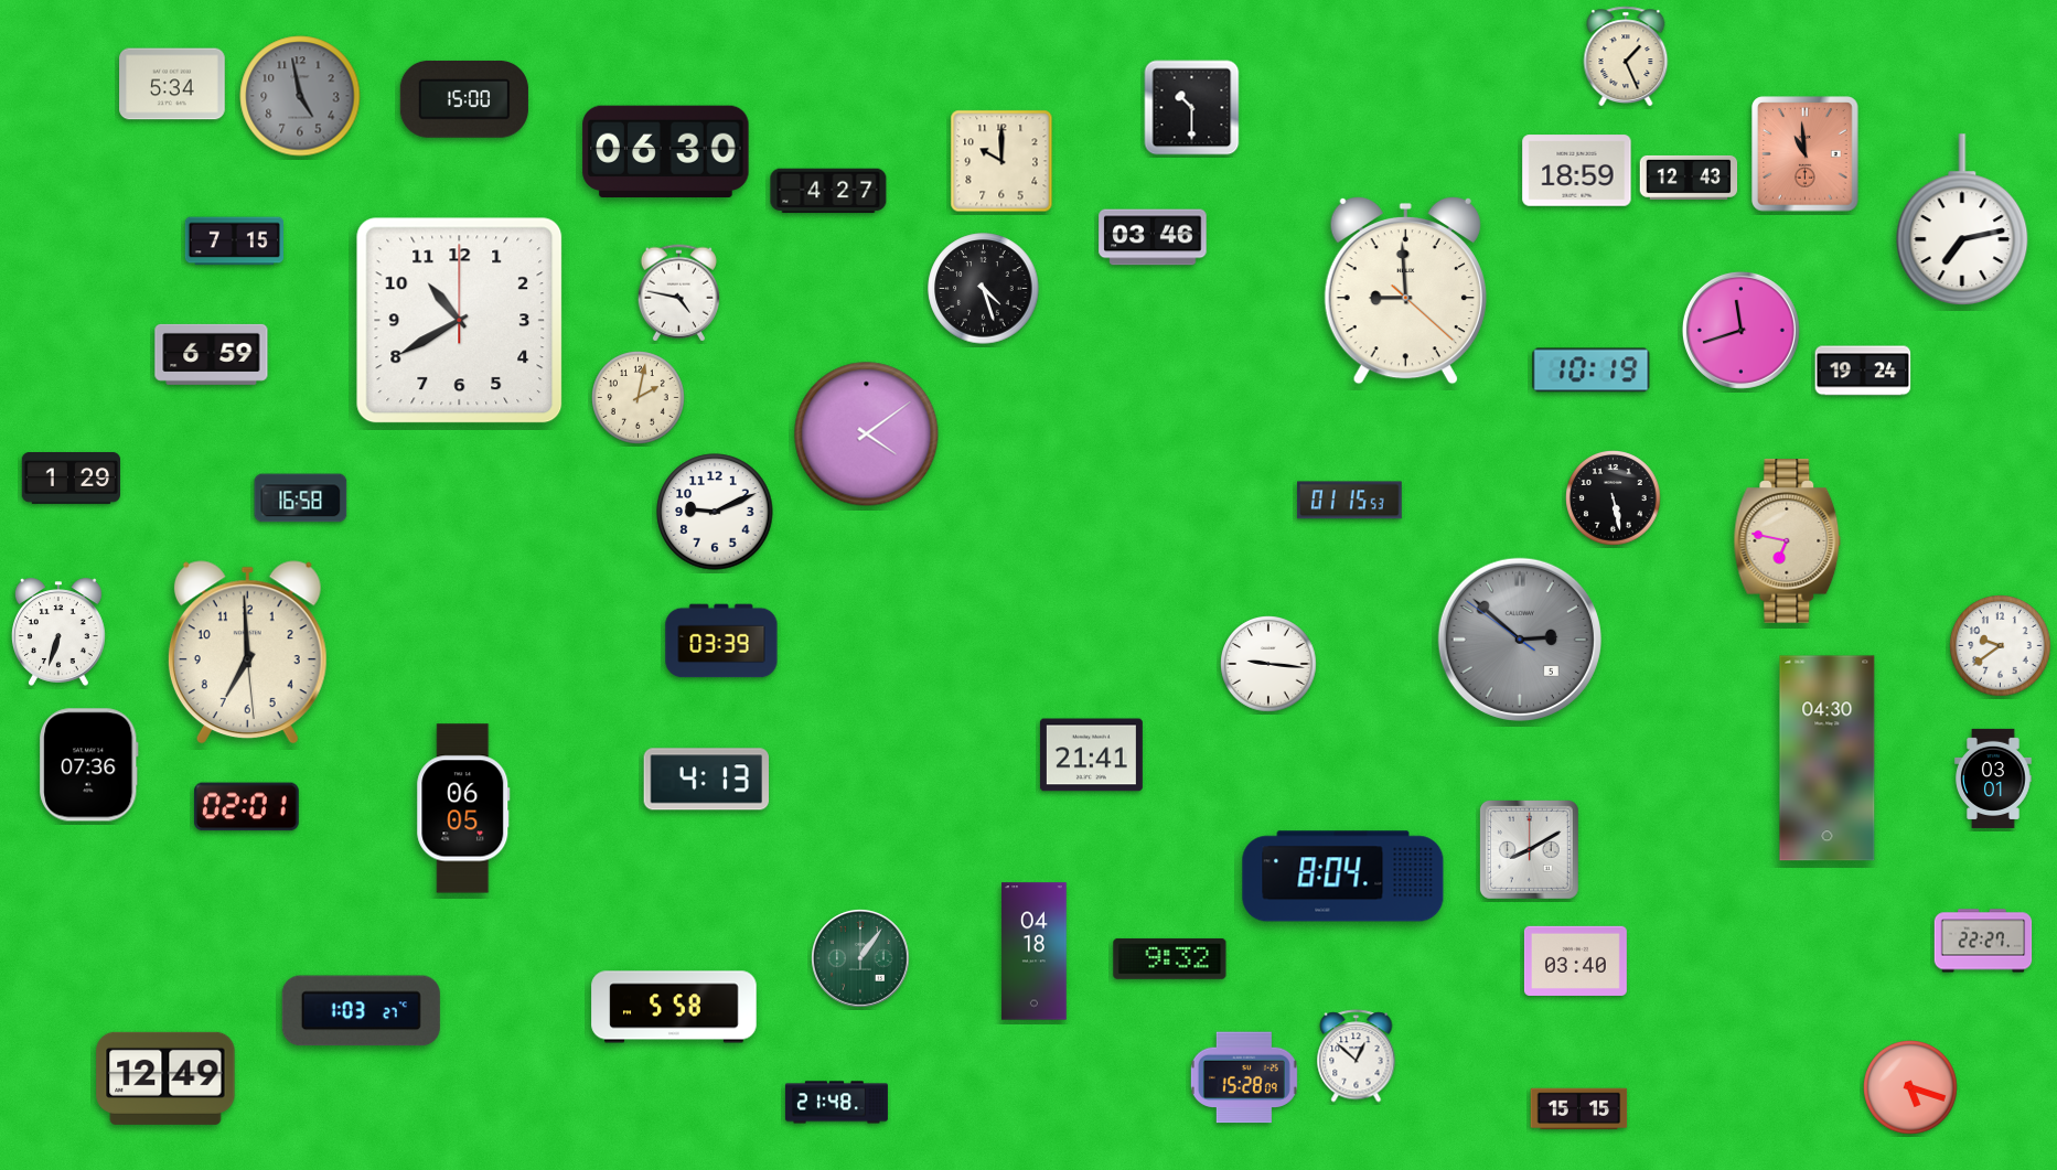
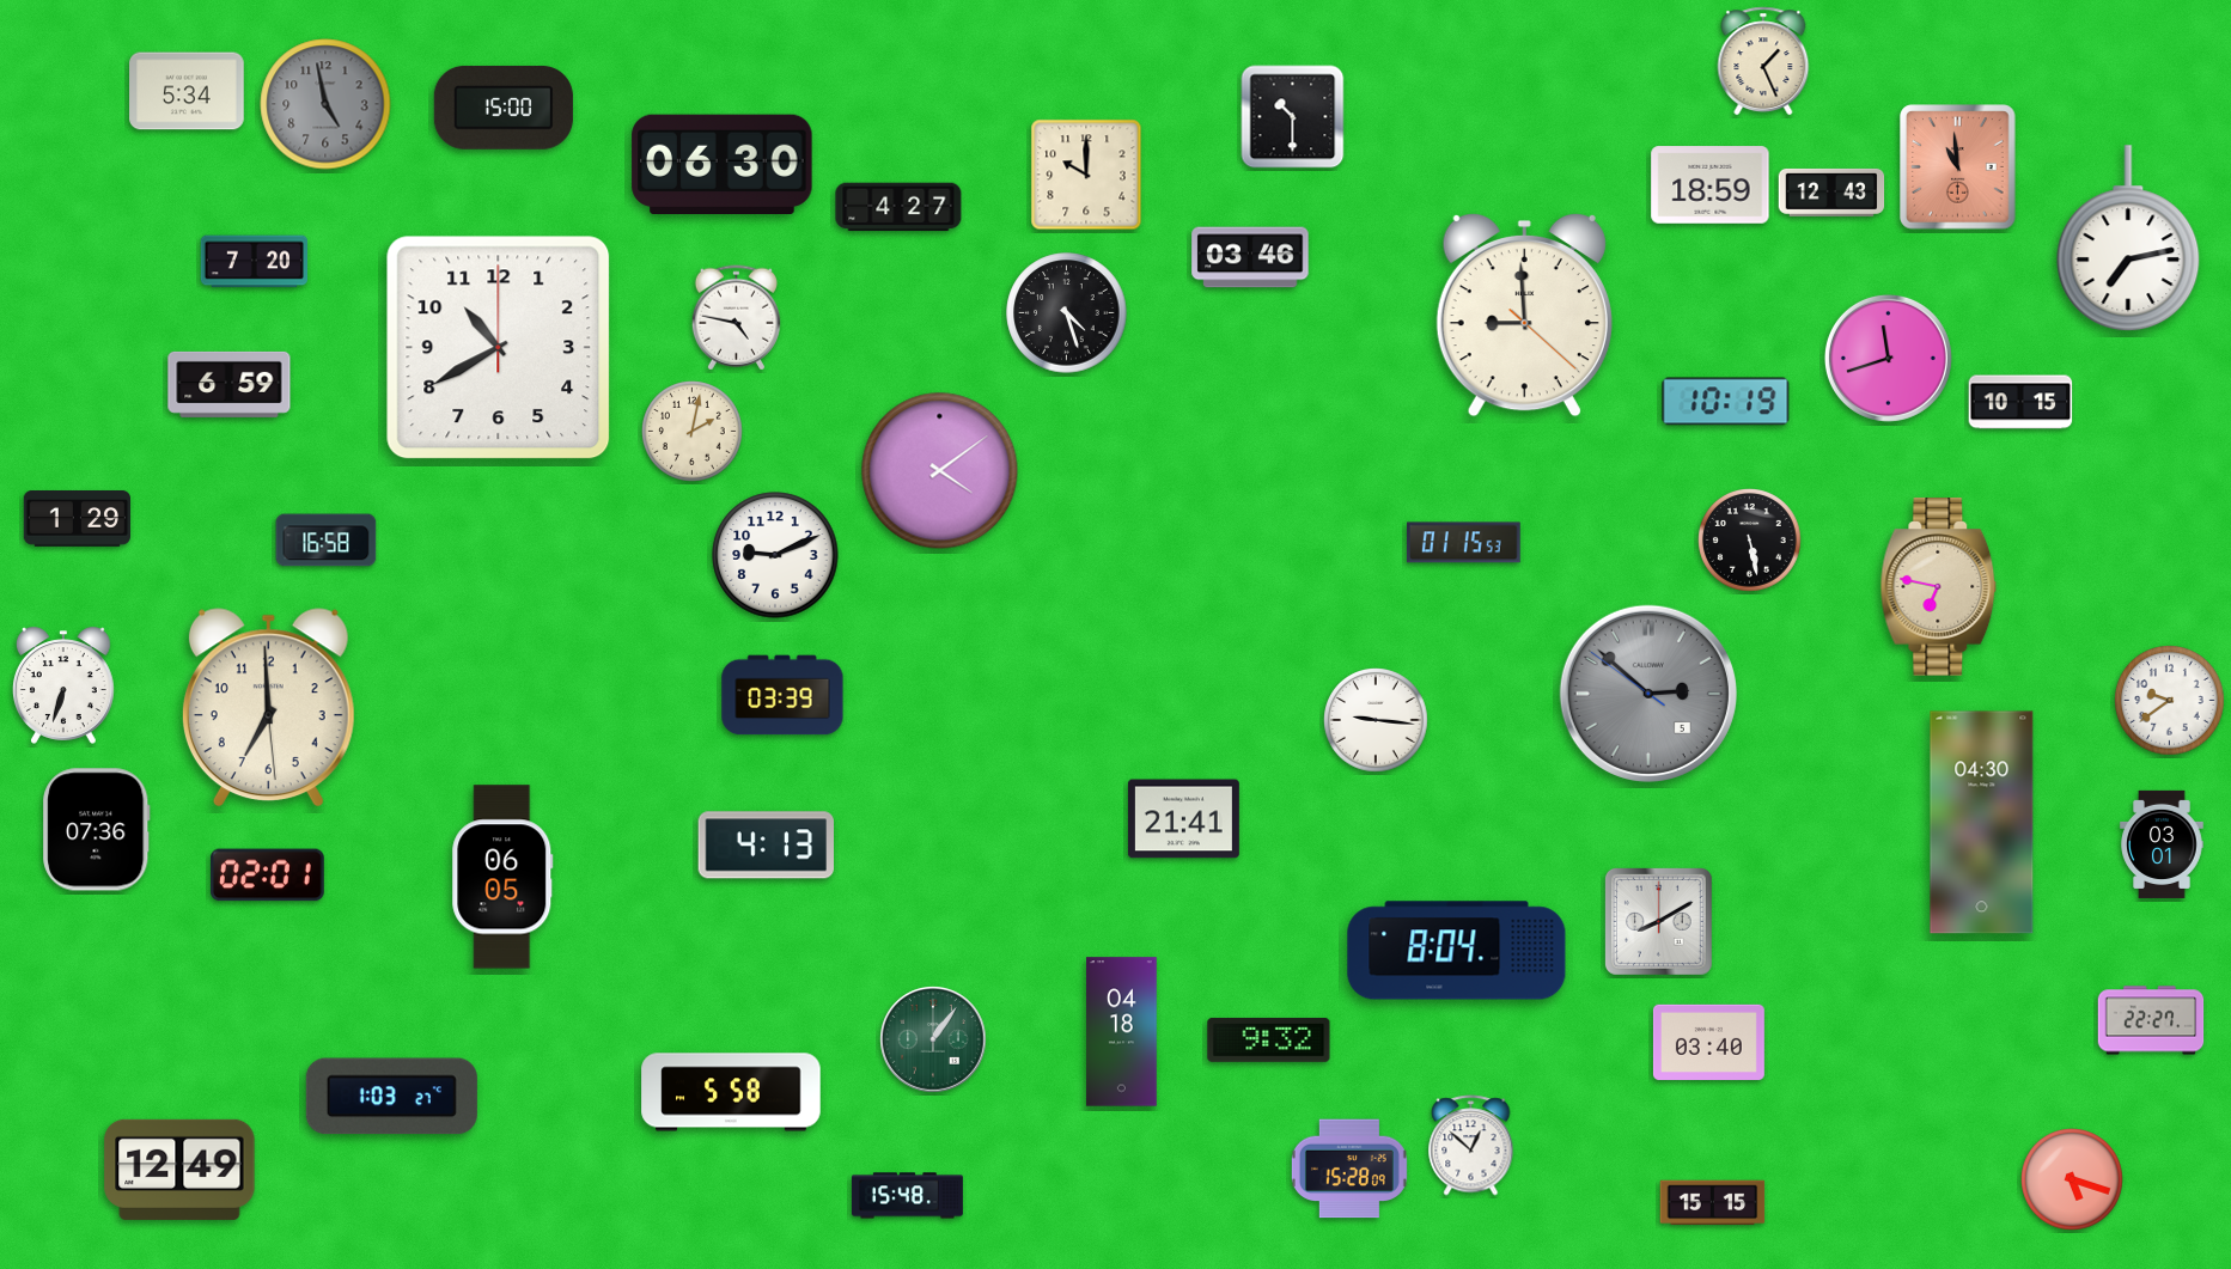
clock at (234, 241): 7:15 -> 7:20
clock at (1863, 371): 19:24 -> 10:15
clock at (836, 1103): 21:48 -> 15:48
